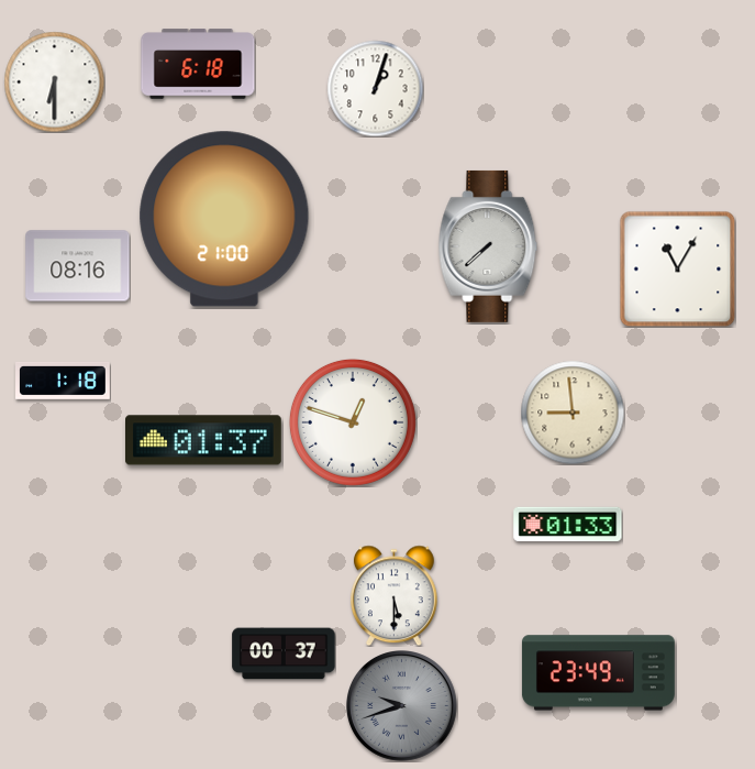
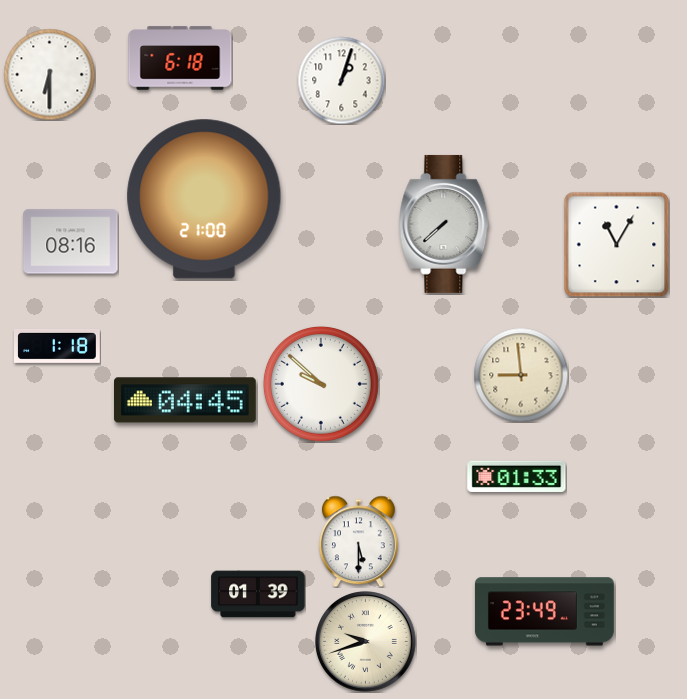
clock at (353, 422): 12:48 -> 9:52
clock at (204, 440): 01:37 -> 04:45
clock at (284, 653): 00:37 -> 01:39
clock at (402, 706) dial: grey -> cream
